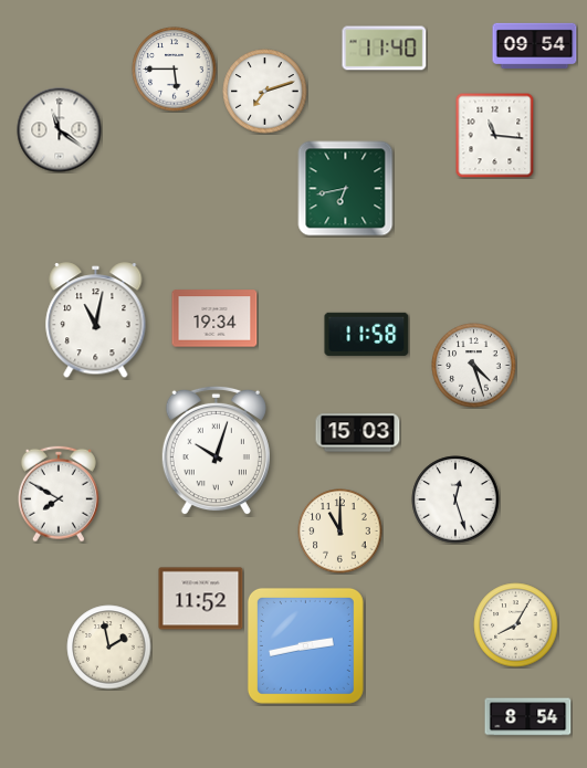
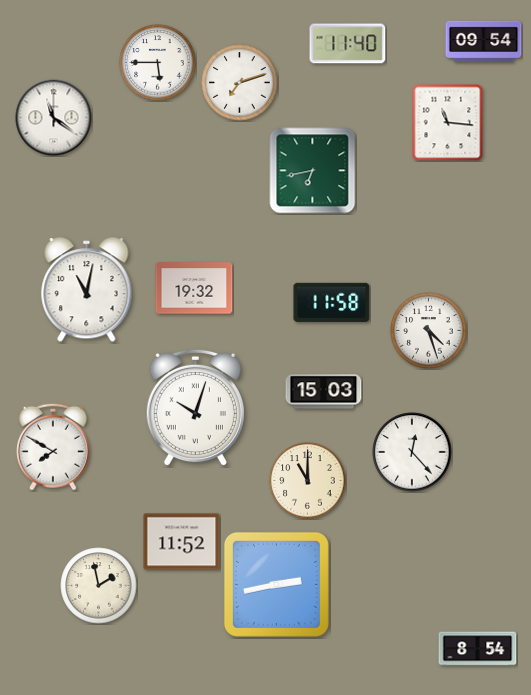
clock at (214, 318): 19:34 -> 19:32
clock at (455, 499): 12:27 -> 12:23
clock at (516, 625): 8:05 -> none
